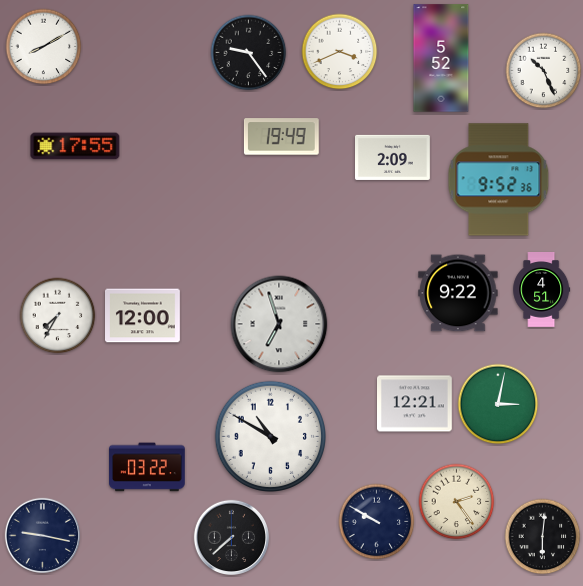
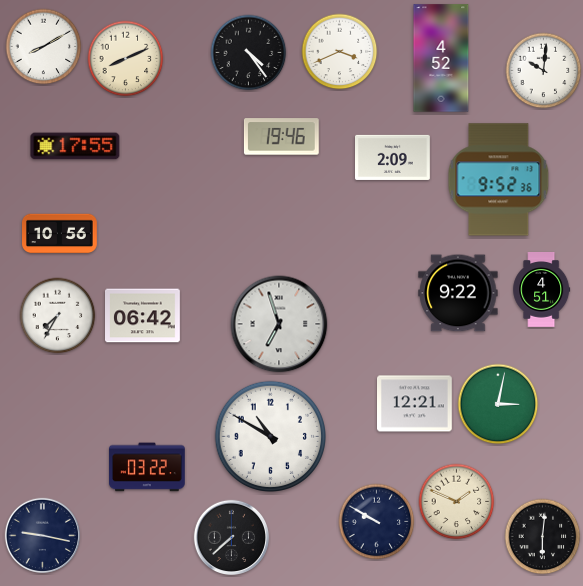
clock at (249, 53): 9:24 -> 4:24
clock at (441, 58): 5:52 -> 4:52
clock at (126, 59): none -> 8:11
clock at (544, 71): 10:26 -> 10:01
clock at (281, 137): 19:49 -> 19:46
clock at (60, 234): none -> 10:56
clock at (143, 316): 12:00 -> 06:42
clock at (457, 502): 2:24 -> 1:49
